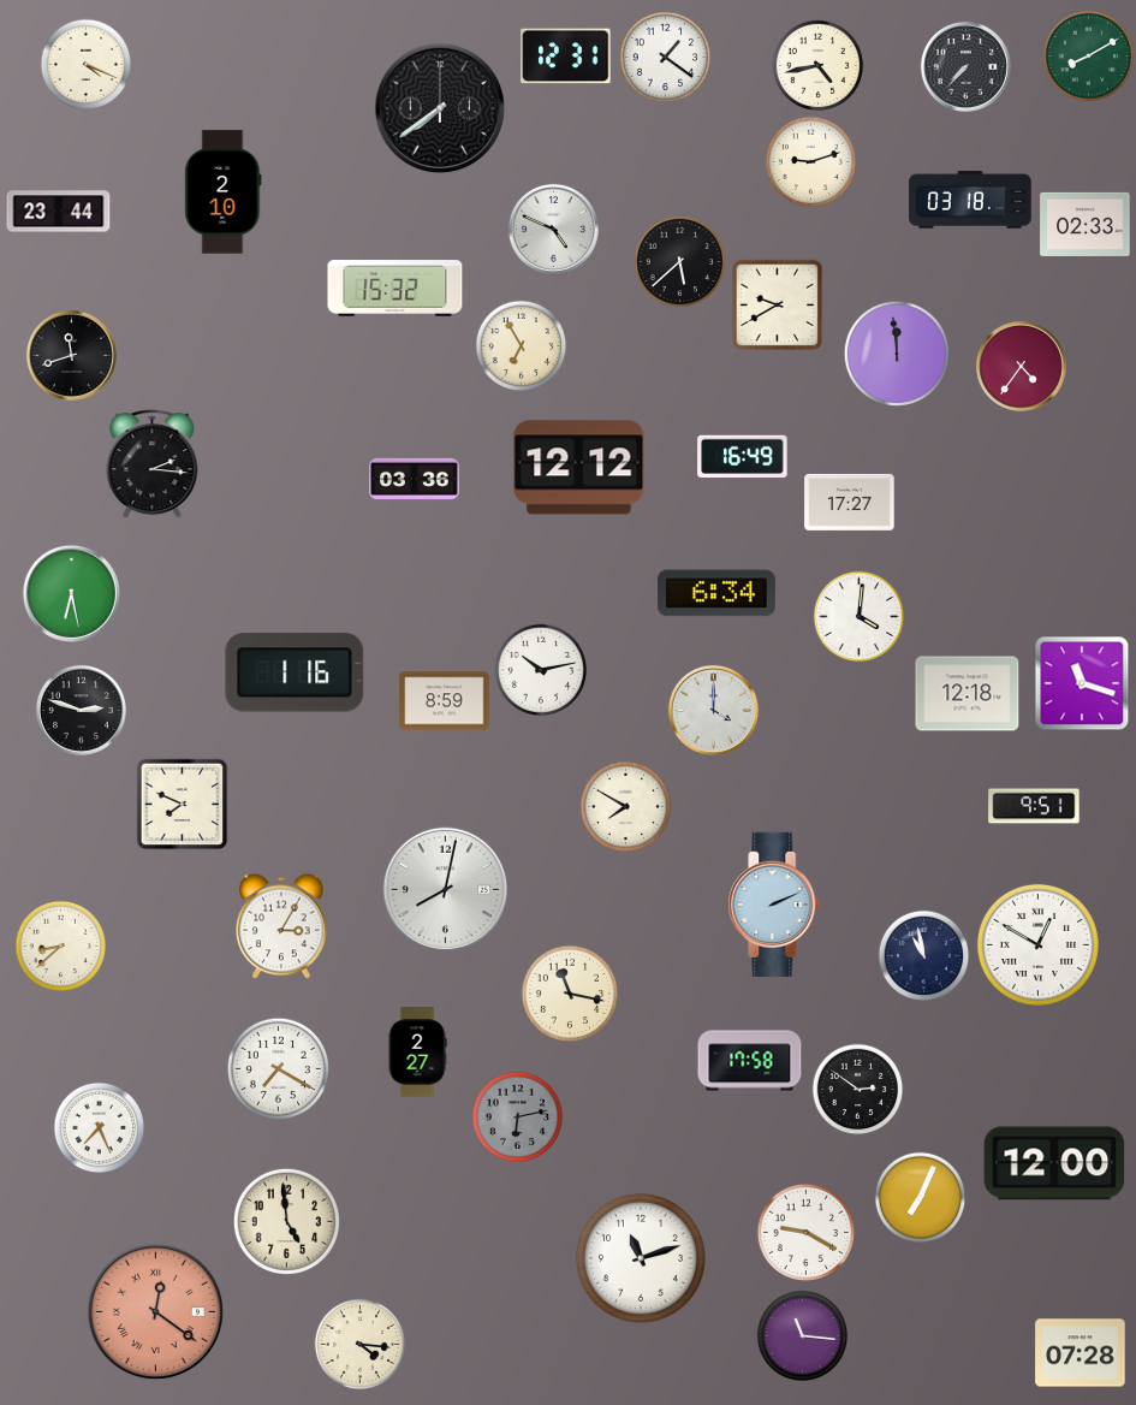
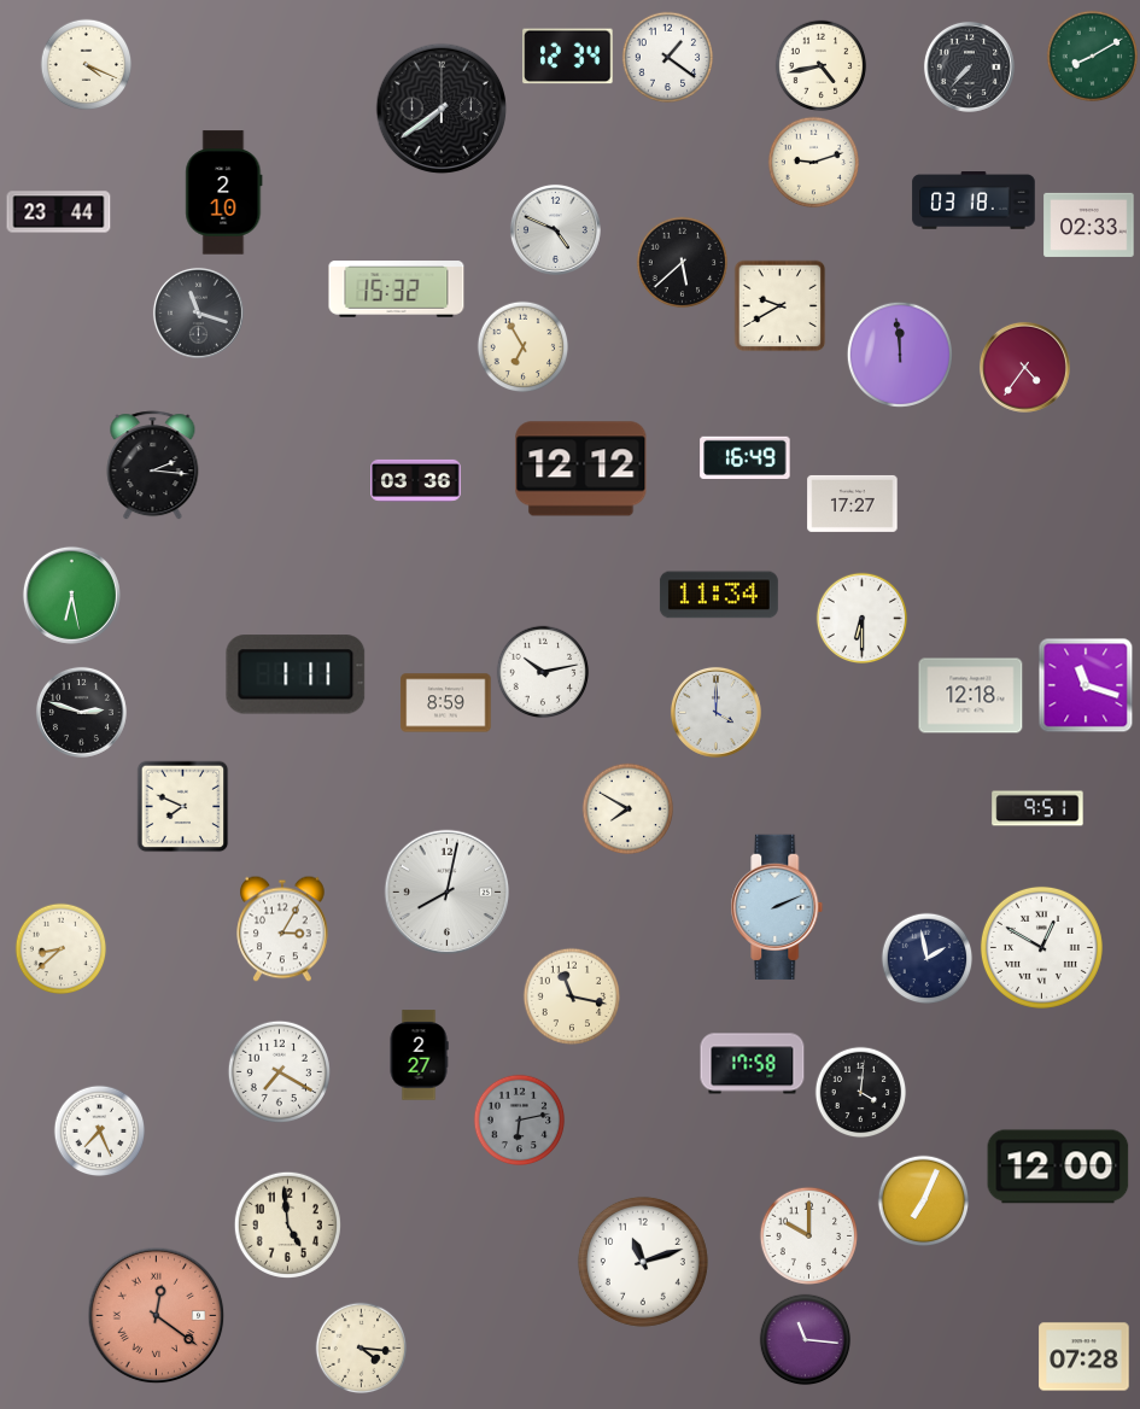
clock at (566, 57): 12:31 -> 12:34
clock at (198, 312): none -> 11:18
clock at (71, 355): 11:42 -> none
clock at (716, 593): 6:34 -> 11:34
clock at (860, 617): 4:01 -> 6:30
clock at (295, 672): 1:16 -> 1:11
clock at (924, 956): 10:58 -> 1:58
clock at (858, 1090): 2:51 -> 4:01
clock at (805, 1232): 9:20 -> 10:00
